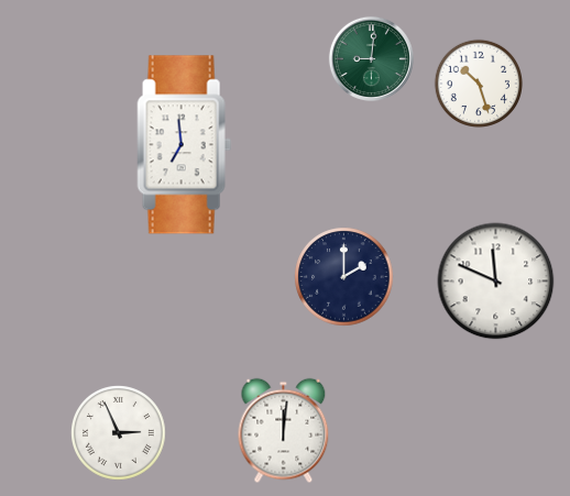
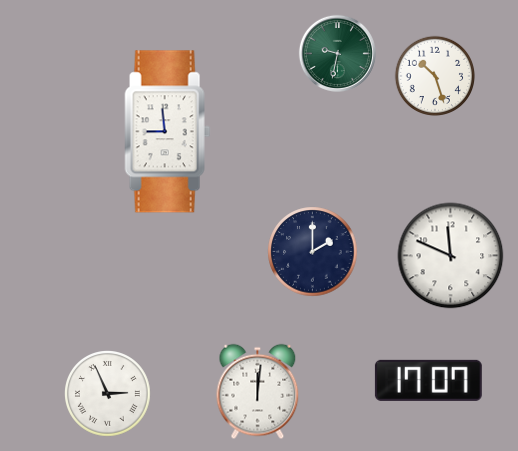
clock at (371, 58): 9:01 -> 9:32
clock at (185, 145): 6:59 -> 8:59
clock at (428, 380): none -> 17:07
